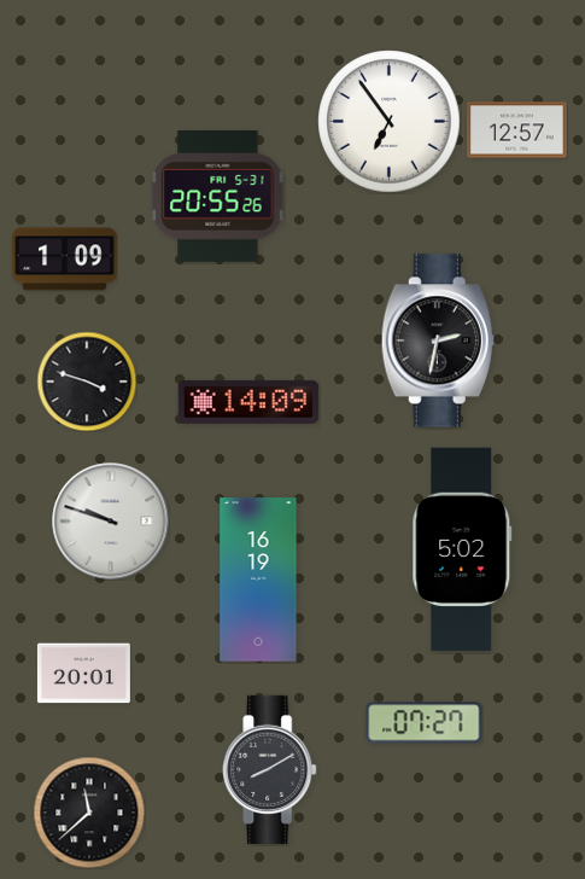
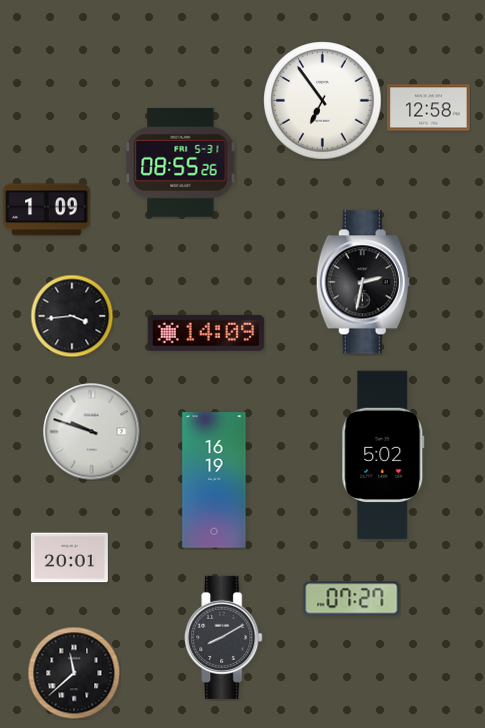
clock at (517, 130): 12:57 -> 12:58
clock at (218, 196): 20:55 -> 08:55
clock at (65, 260) position: (65, 260) -> (47, 210)
clock at (87, 382): 3:48 -> 3:44
